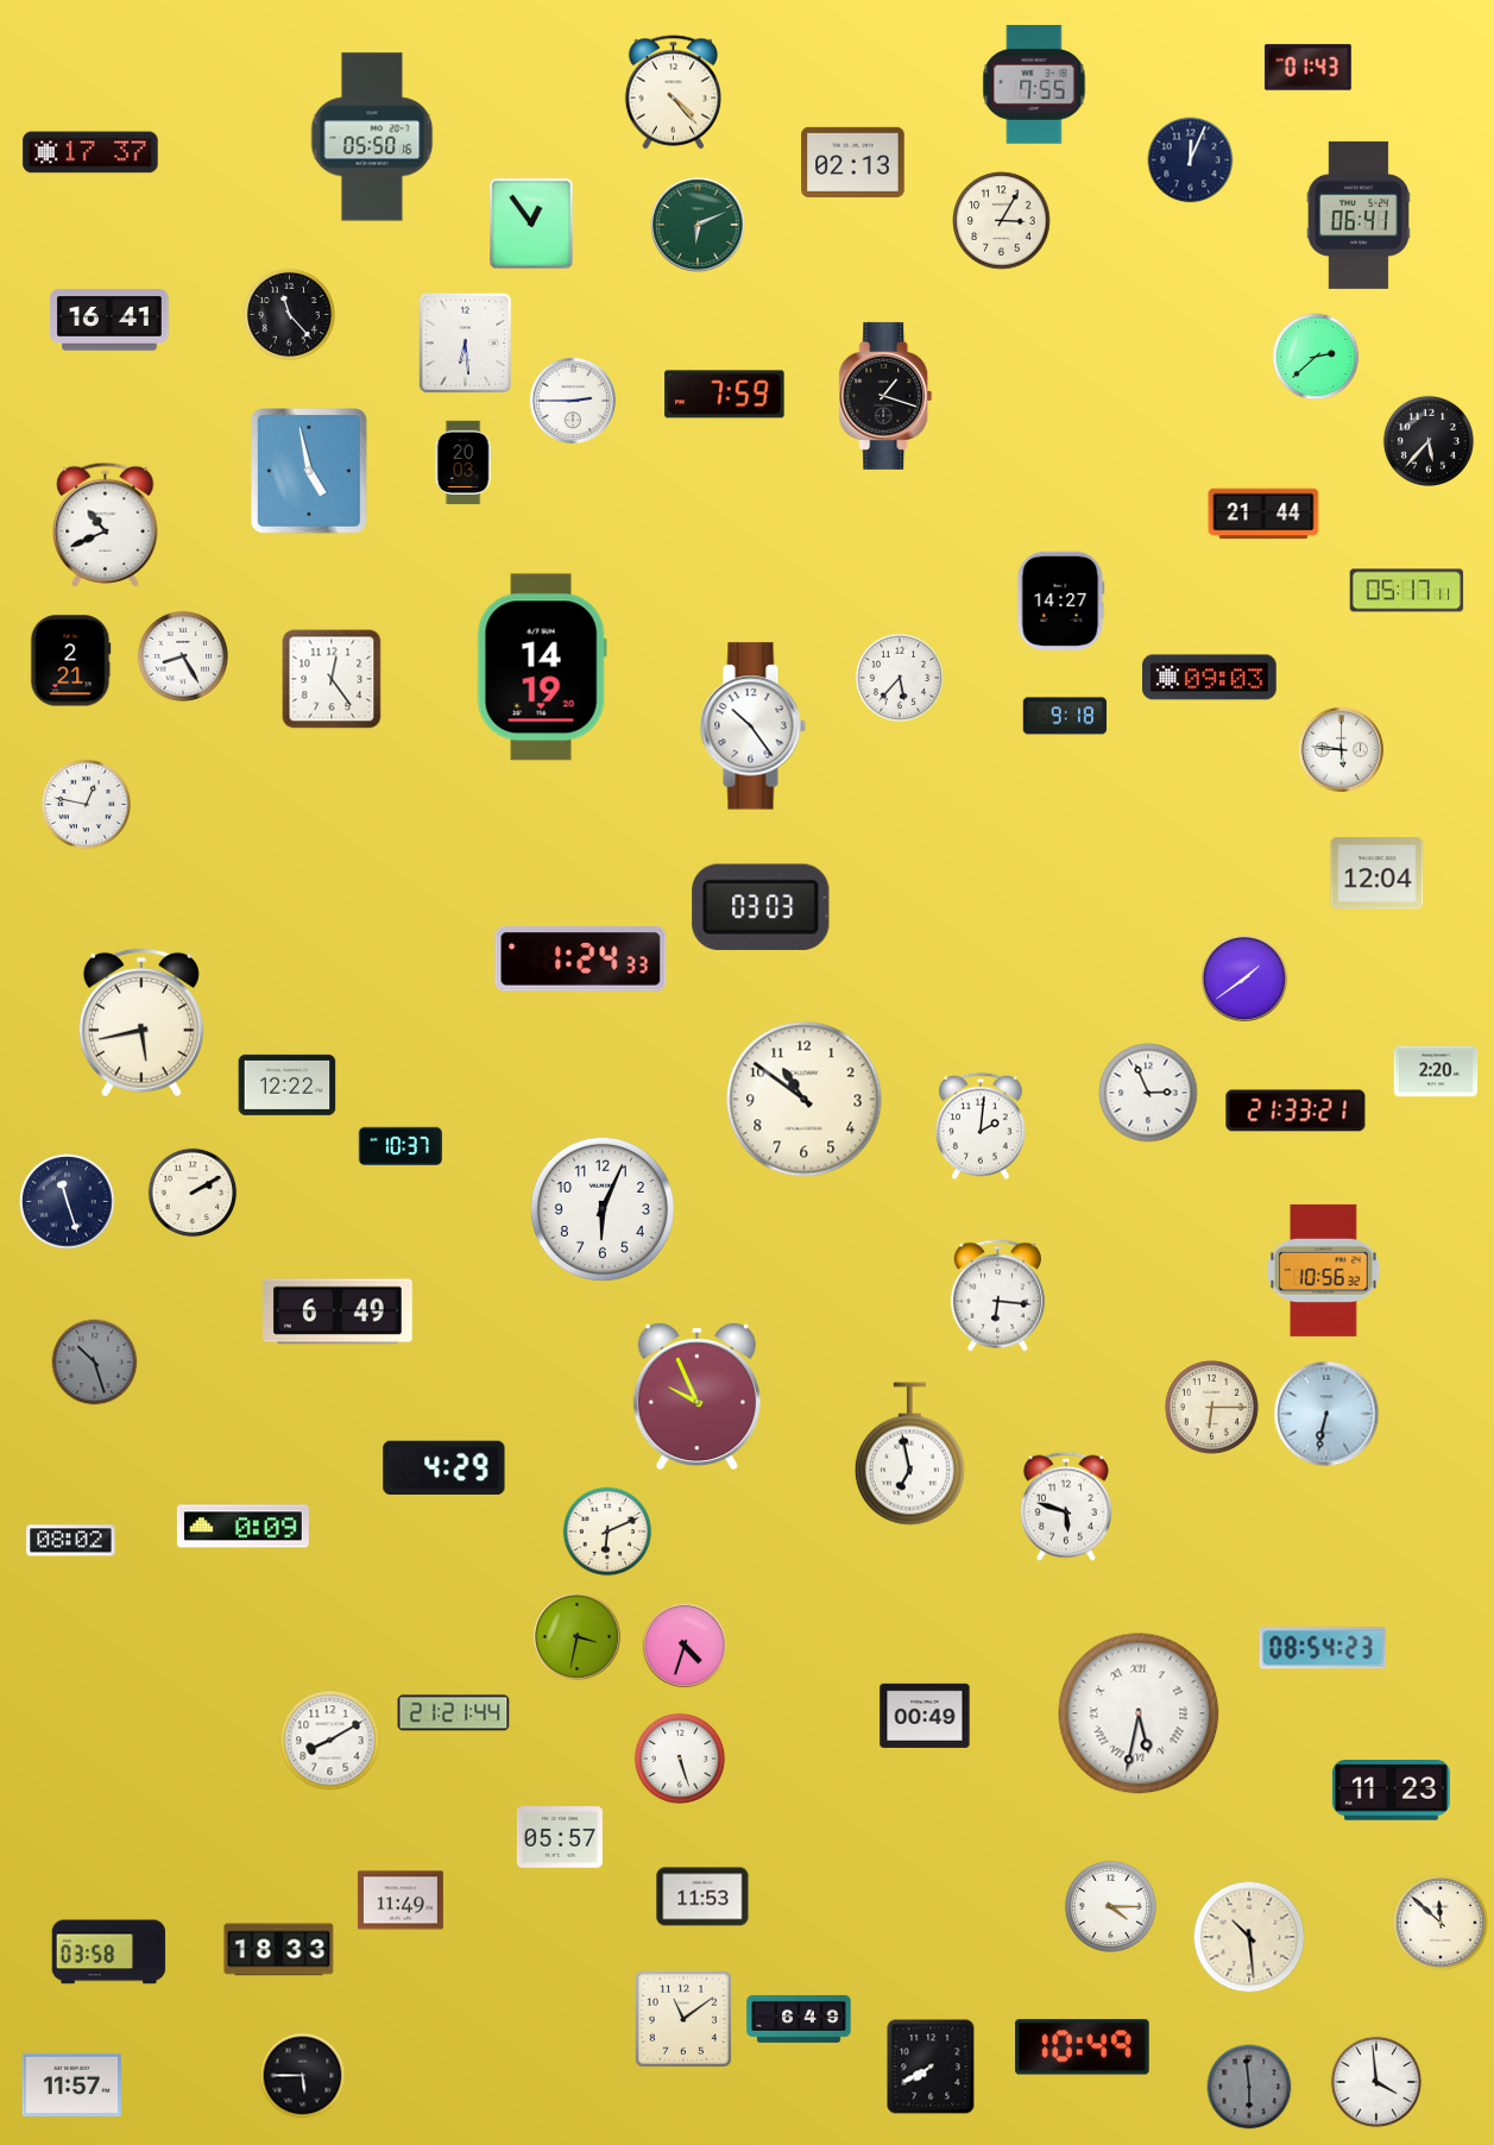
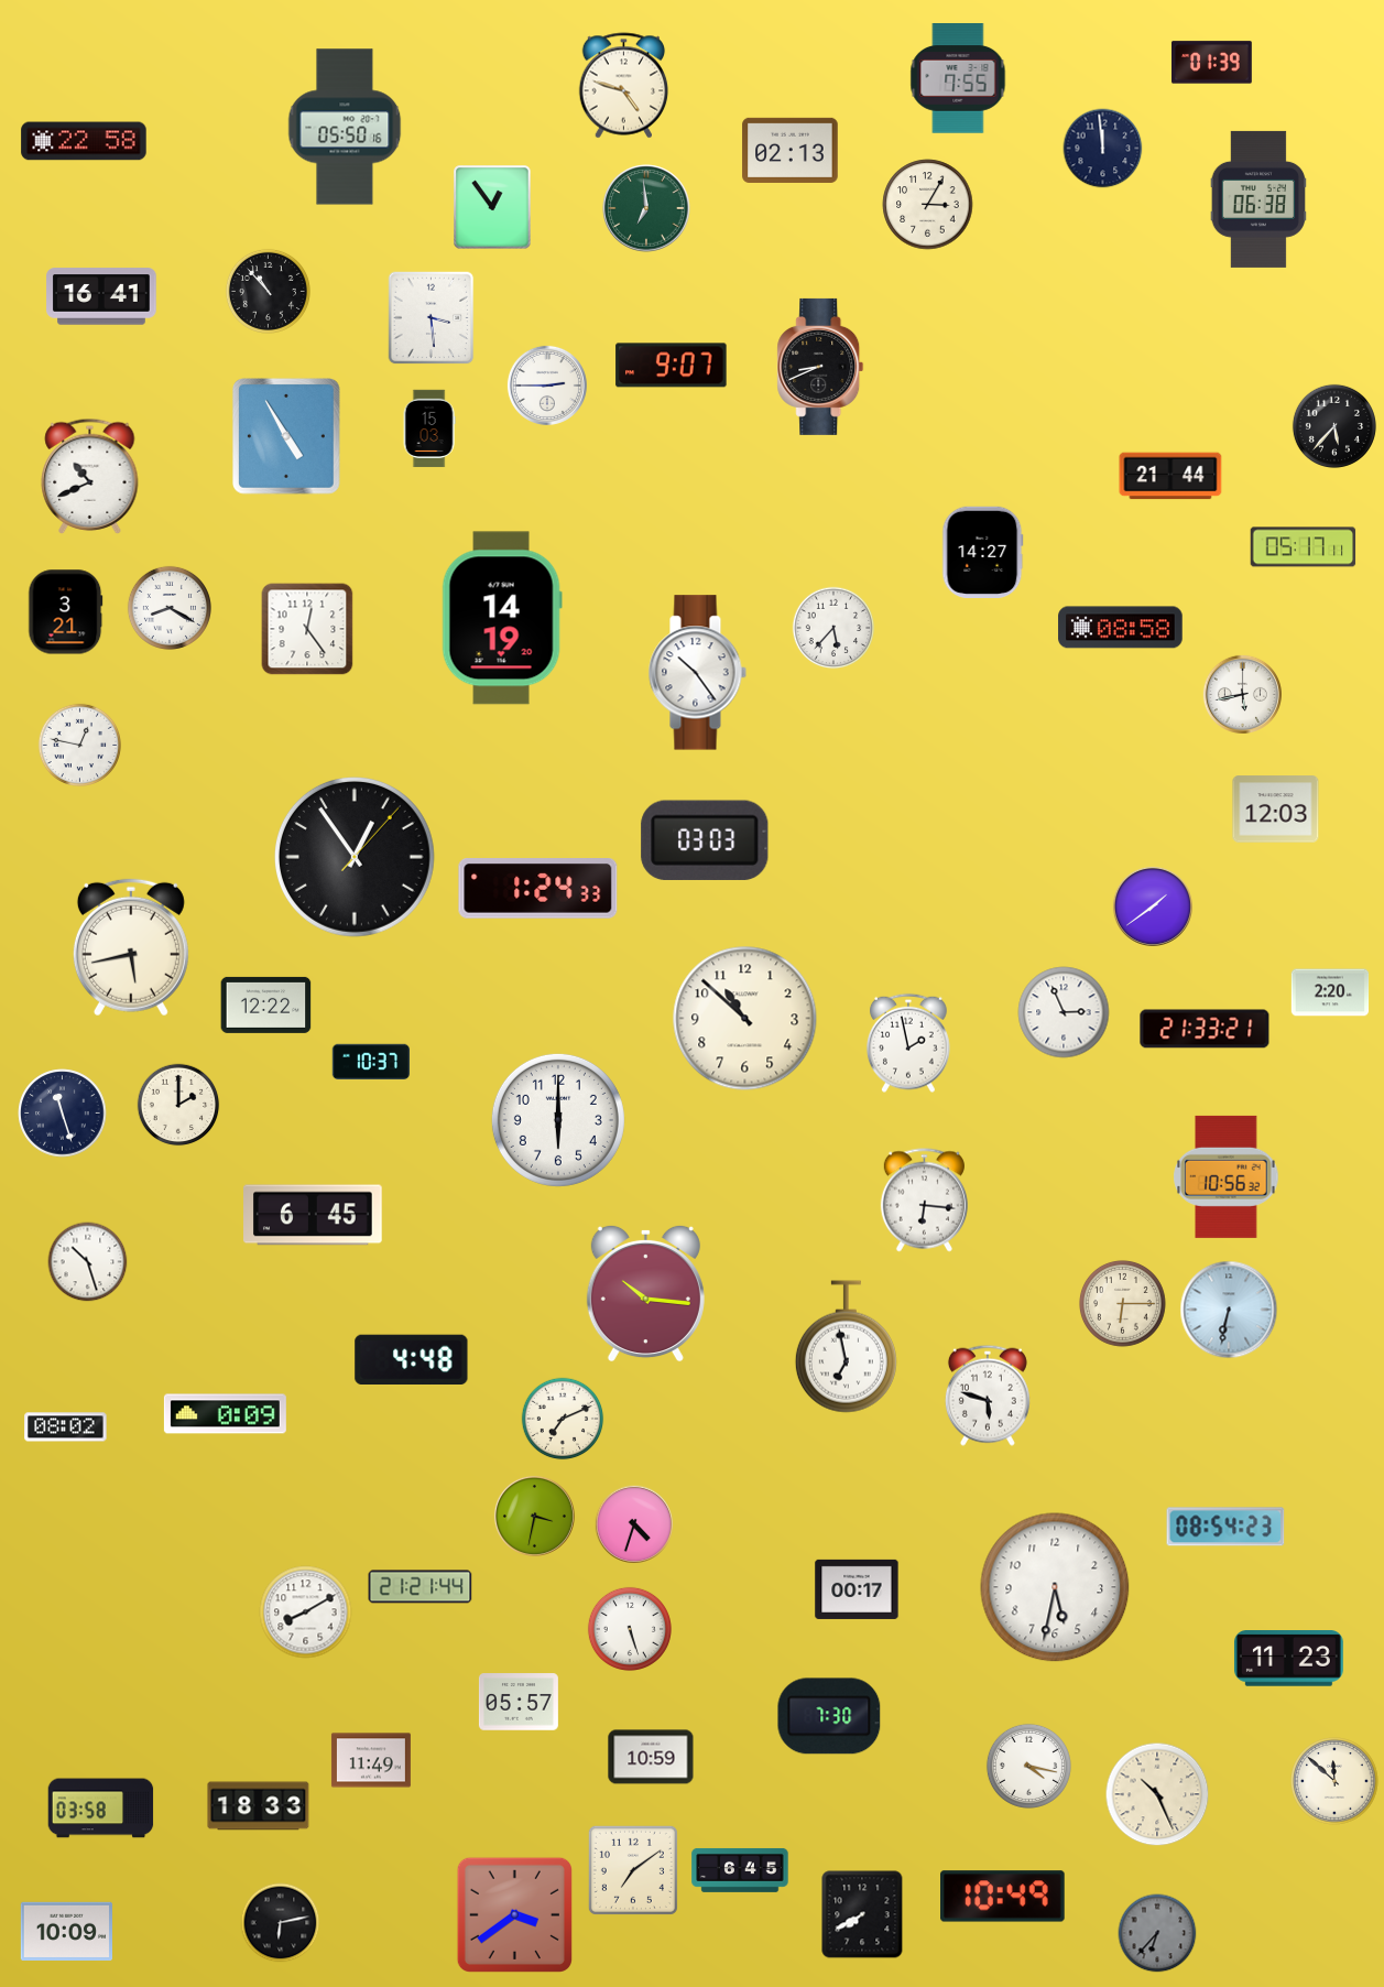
clock at (1309, 68): 01:43 -> 01:39
clock at (674, 93): 4:23 -> 4:48
clock at (90, 152): 17:37 -> 22:58
clock at (1191, 161): 12:04 -> 11:59
clock at (1357, 215): 06:41 -> 06:38
clock at (698, 225): 6:11 -> 6:59
clock at (289, 314): 11:23 -> 10:53
clock at (466, 344): 6:29 -> 3:29
clock at (1316, 357): 2:38 -> none
clock at (725, 395): 7:59 -> 9:07
clock at (885, 396): 1:18 -> 8:41
clock at (573, 401) position: (573, 401) -> (547, 386)
clock at (1429, 441) position: (1429, 441) -> (1334, 426)
clock at (464, 463): 20:03 -> 15:03
clock at (310, 471): 4:58 -> 4:55
clock at (106, 524) position: (106, 524) -> (90, 476)
clock at (1061, 600) position: (1061, 600) -> (983, 552)
clock at (183, 656): 8:25 -> 8:20
clock at (71, 661): 2:21 -> 3:21
clock at (1210, 678): 09:03 -> 08:58
clock at (1064, 716): 9:18 -> none
clock at (1341, 749): 5:46 -> 5:43
clock at (1378, 874): 12:04 -> 12:03
clock at (355, 857): none -> 12:54
clock at (805, 1100): 10:51 -> 10:52
clock at (1296, 1111) position: (1296, 1111) -> (1205, 1029)
clock at (982, 1126): 2:01 -> 1:58
clock at (193, 1193): 2:10 -> 2:00
clock at (603, 1209): 6:04 -> 6:00
clock at (338, 1311): 6:49 -> 6:45
clock at (95, 1363) dial: grey -> white
clock at (696, 1396): 9:56 -> 10:16
clock at (909, 1454) position: (909, 1454) -> (846, 1347)
clock at (445, 1467): 4:29 -> 4:48
clock at (607, 1531): 6:11 -> 7:11
clock at (1139, 1713) numerals: Roman -> Arabic
clock at (925, 1716): 00:49 -> 00:17
clock at (829, 1716): none -> 7:30
clock at (702, 1896): 11:53 -> 10:59
clock at (1110, 1906): 4:15 -> 4:17
clock at (1249, 1937): 10:29 -> 10:26
clock at (683, 2019): 11:09 -> 7:09
clock at (799, 2019): 6:49 -> 6:45
clock at (514, 1914): none -> 3:39
clock at (303, 2076): 5:45 -> 6:13
clock at (1376, 2082): 3:59 -> none
clock at (71, 2084): 11:57 -> 10:09
clock at (1249, 2087): 5:59 -> 6:37
